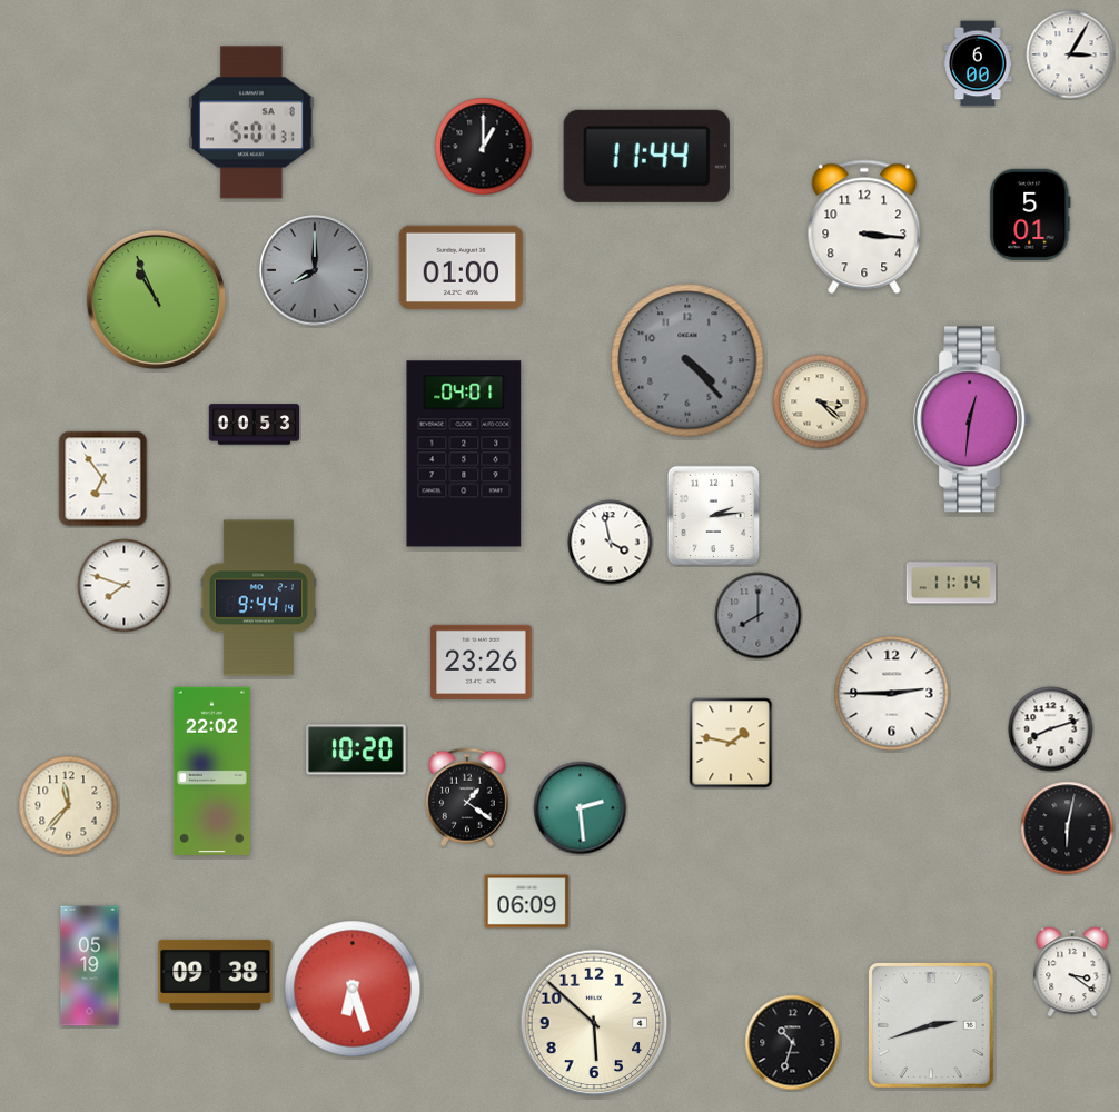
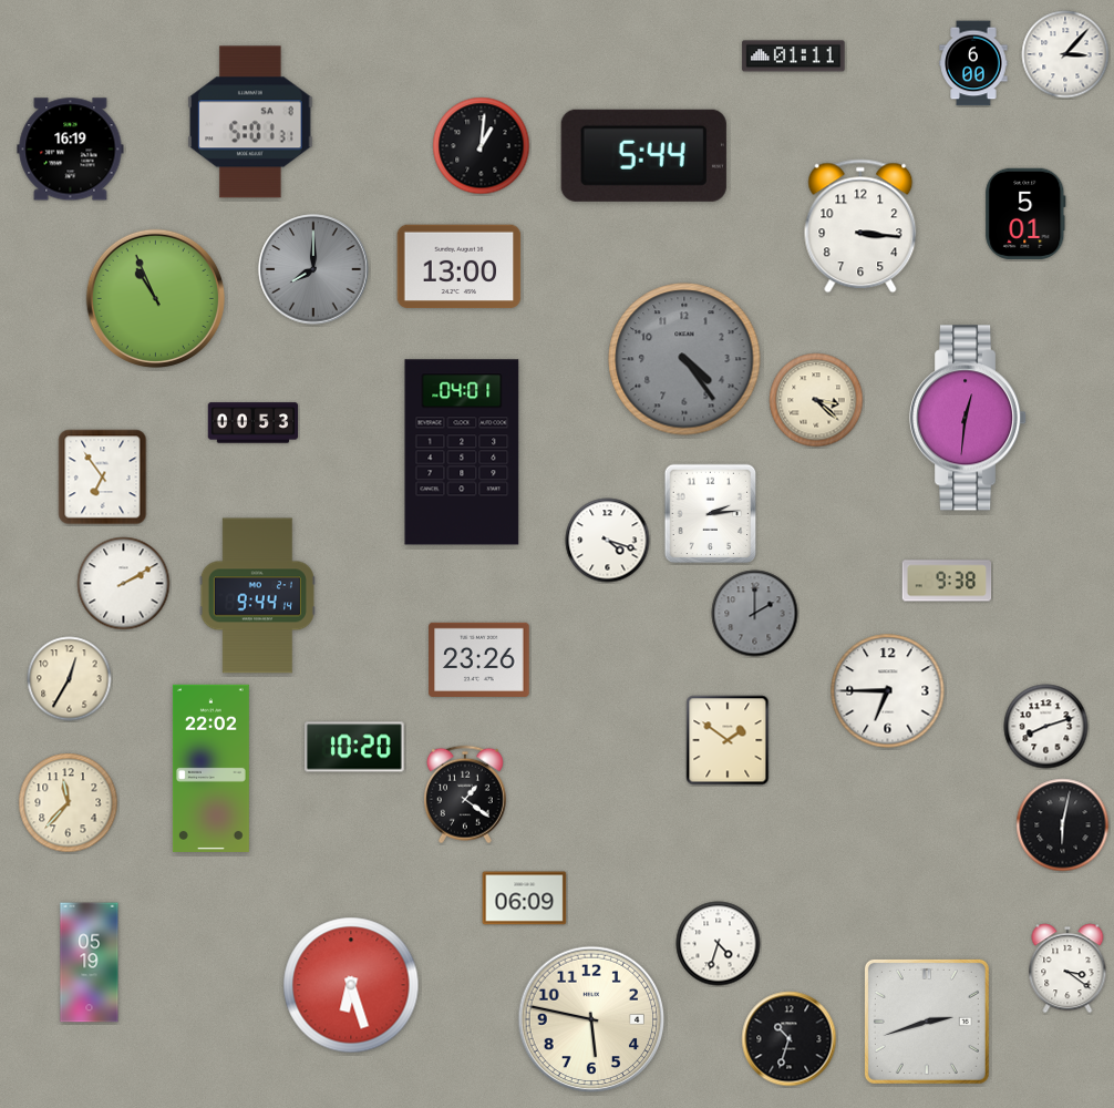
clock at (1070, 54): 3:05 -> 3:07
clock at (794, 57): none -> 01:11
clock at (484, 147): 1:00 -> 1:01
clock at (71, 150): none -> 16:19
clock at (646, 156): 11:44 -> 5:44
clock at (462, 268): 01:00 -> 13:00
clock at (687, 360): 4:23 -> 4:24
clock at (611, 543): 3:58 -> 4:18
clock at (951, 583): 11:14 -> 9:38
clock at (125, 586): 7:48 -> 2:10
clock at (759, 616): 8:00 -> 2:00
clock at (70, 679): none -> 12:35
clock at (892, 694): 2:45 -> 6:45
clock at (731, 743): 1:47 -> 1:51
clock at (581, 808): 2:29 -> none
clock at (719, 944): none -> 4:33
clock at (216, 974): 09:38 -> none
clock at (594, 1023): 5:52 -> 5:47
